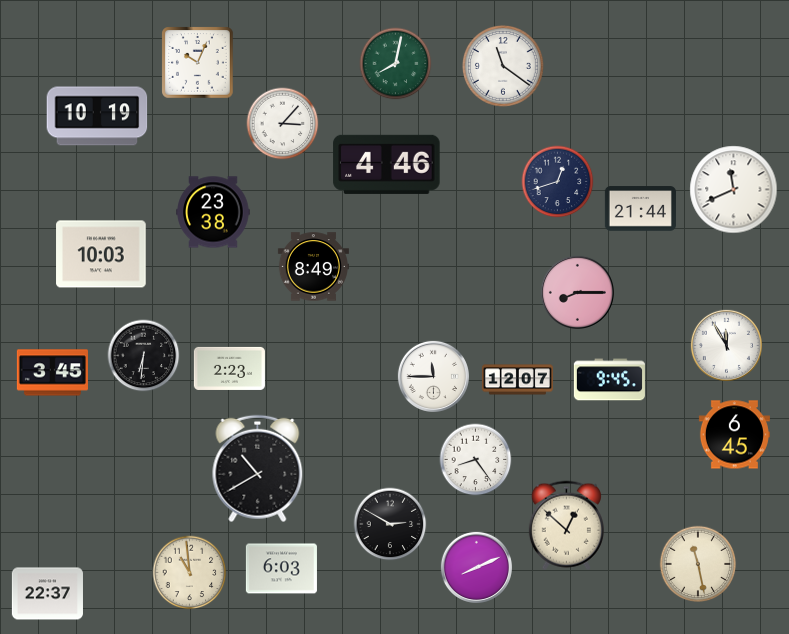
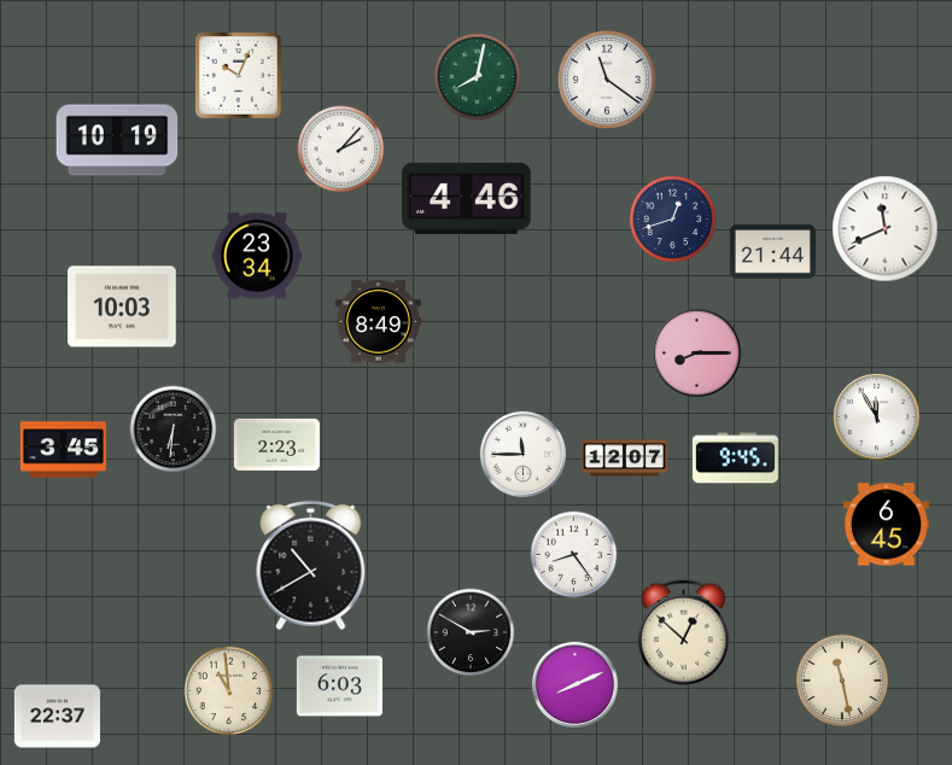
clock at (283, 124): 3:07 -> 2:07
clock at (213, 212): 23:38 -> 23:34
